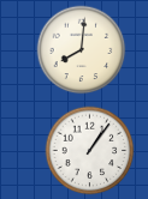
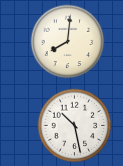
clock at (90, 151): 1:06 -> 10:28
